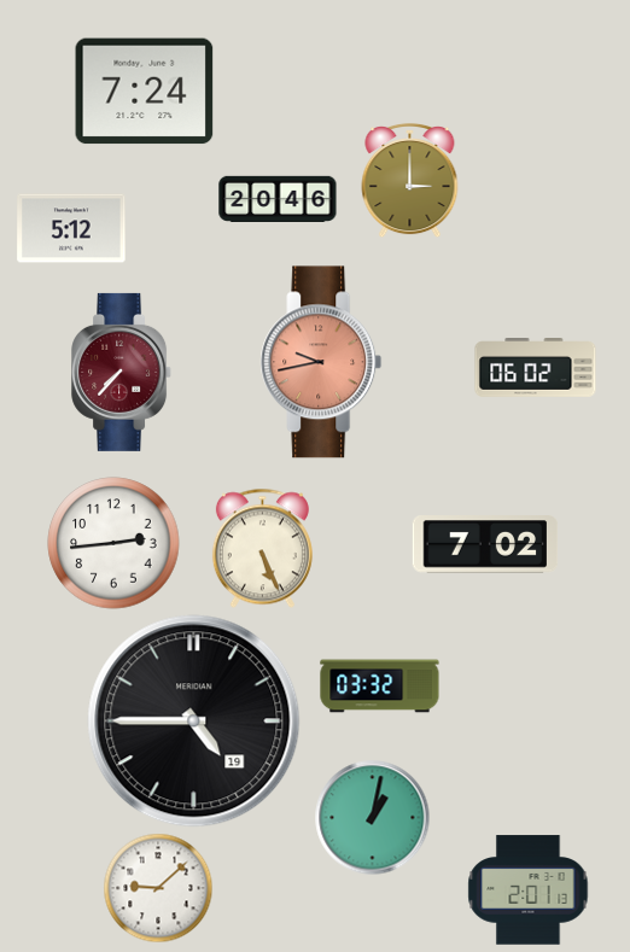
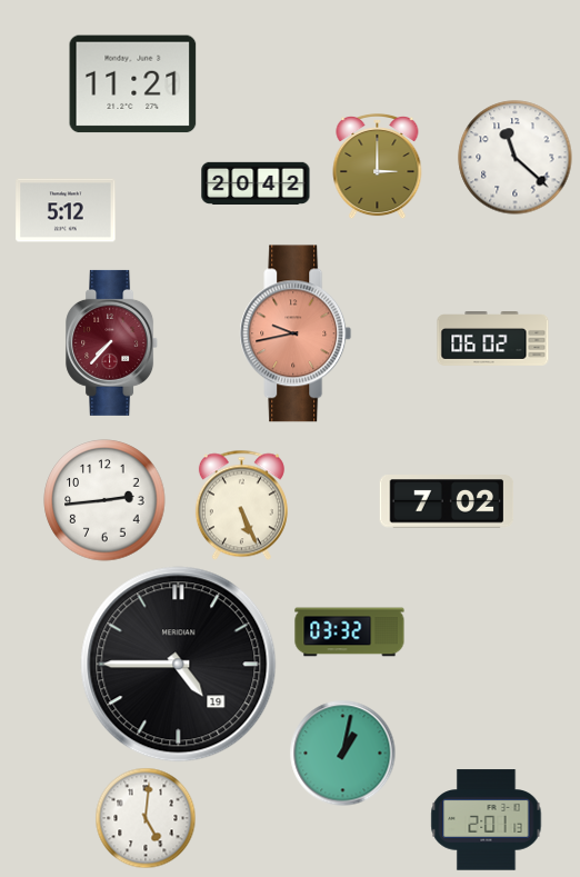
clock at (145, 92): 7:24 -> 11:21
clock at (516, 158): none -> 11:22
clock at (278, 199): 20:46 -> 20:42
clock at (158, 888): 9:08 -> 5:01
